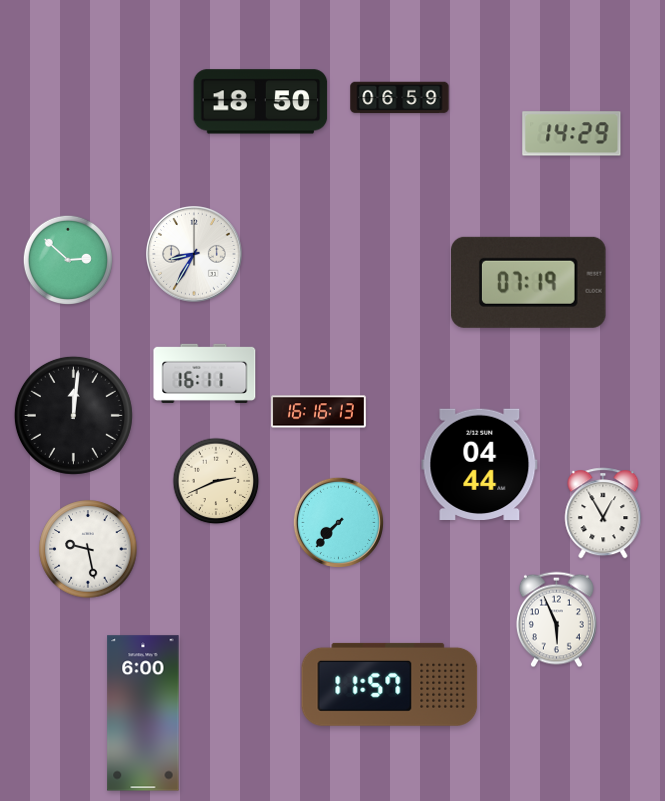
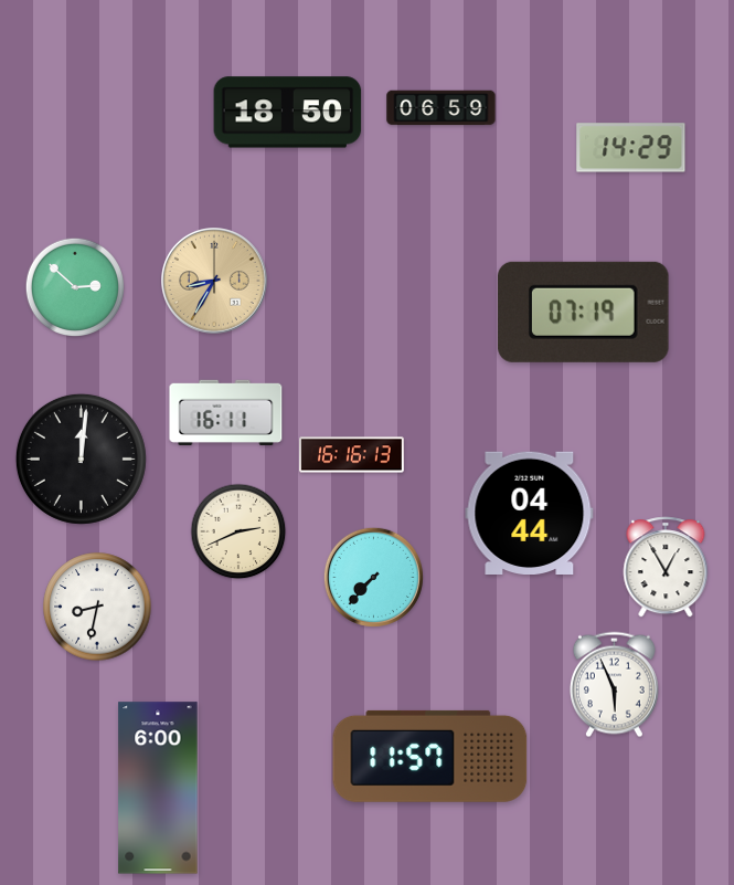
clock at (195, 255) dial: white -> champagne
clock at (88, 549): 9:28 -> 8:32
